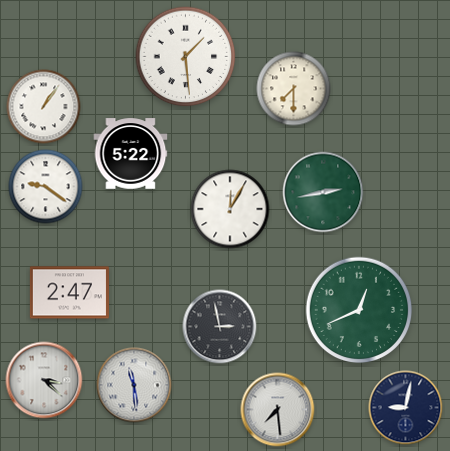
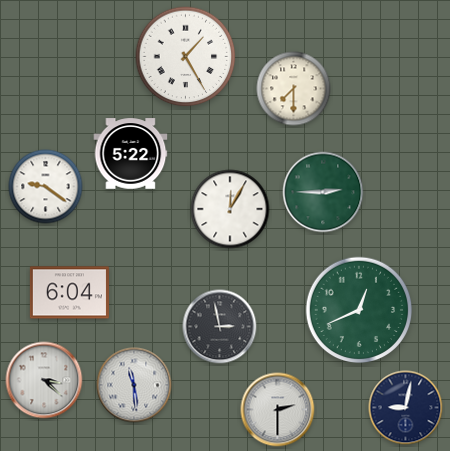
clock at (186, 57): 1:29 -> 1:25
clock at (44, 107): 1:06 -> none
clock at (323, 192): 2:43 -> 2:45
clock at (69, 293): 2:47 -> 6:04
clock at (278, 410): 7:29 -> 2:30
